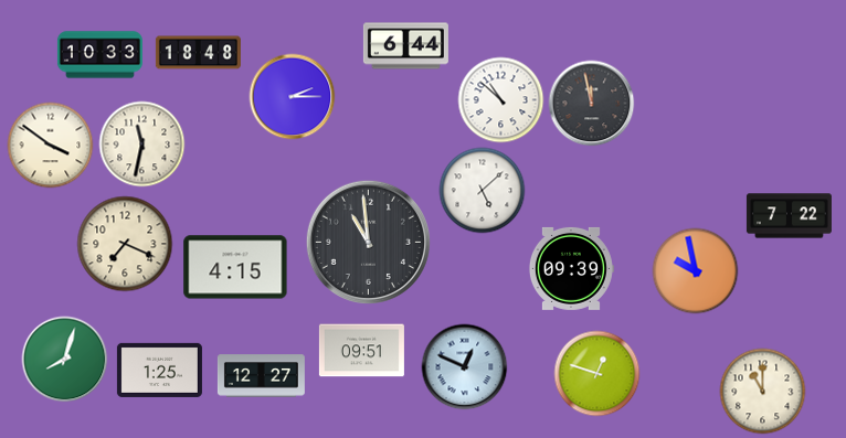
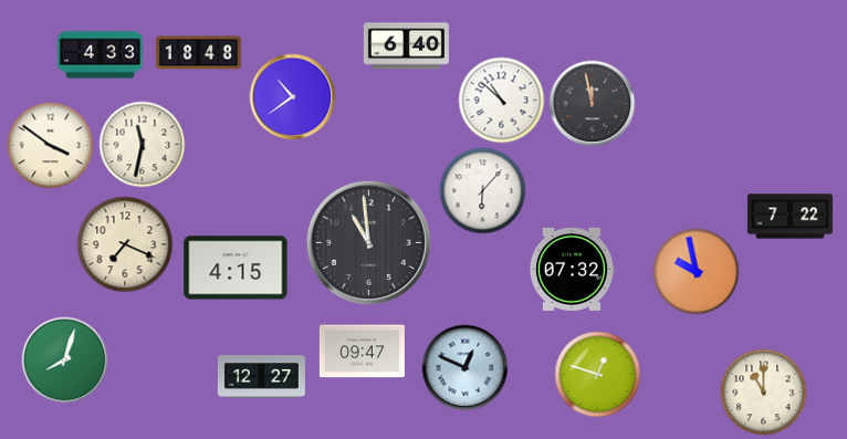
clock at (405, 46): 6:44 -> 6:40
clock at (99, 55): 10:33 -> 4:33
clock at (292, 96): 2:15 -> 10:39
clock at (482, 190): 5:08 -> 6:07
clock at (571, 268): 09:39 -> 07:32
clock at (361, 351): 09:51 -> 09:47
clock at (159, 370): 1:25 -> none
